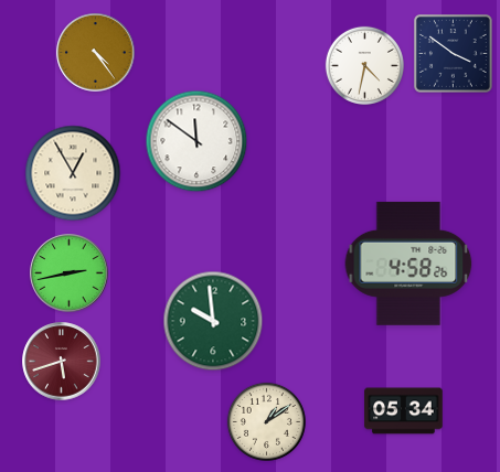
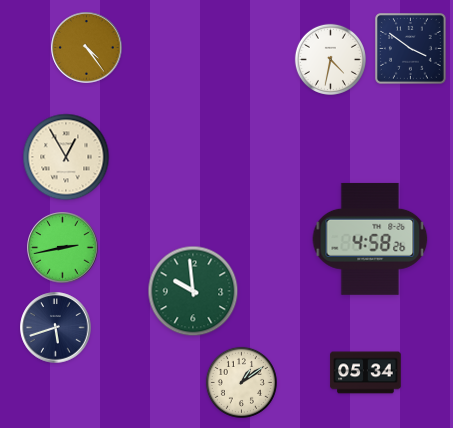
clock at (196, 141): 11:51 -> none
clock at (62, 362) dial: burgundy -> navy
